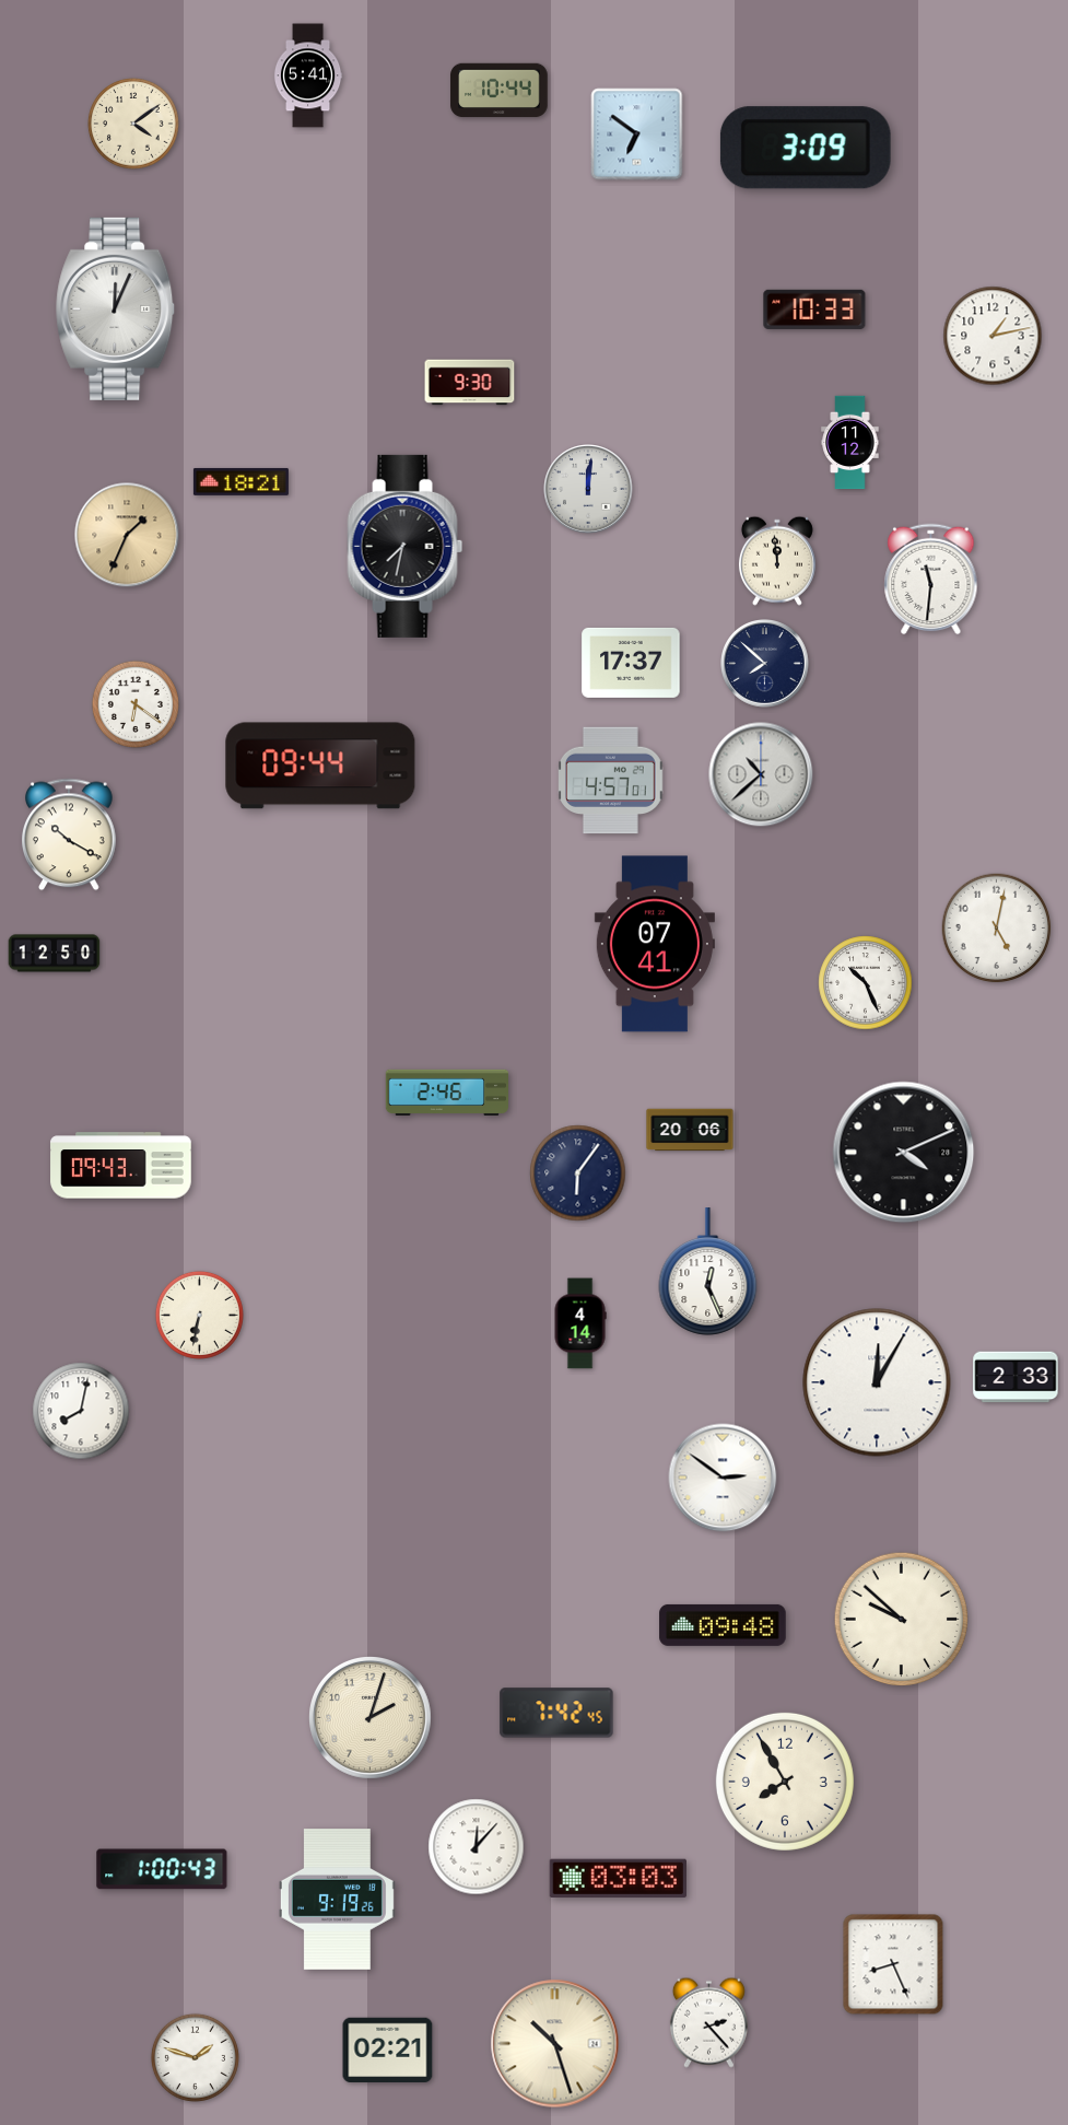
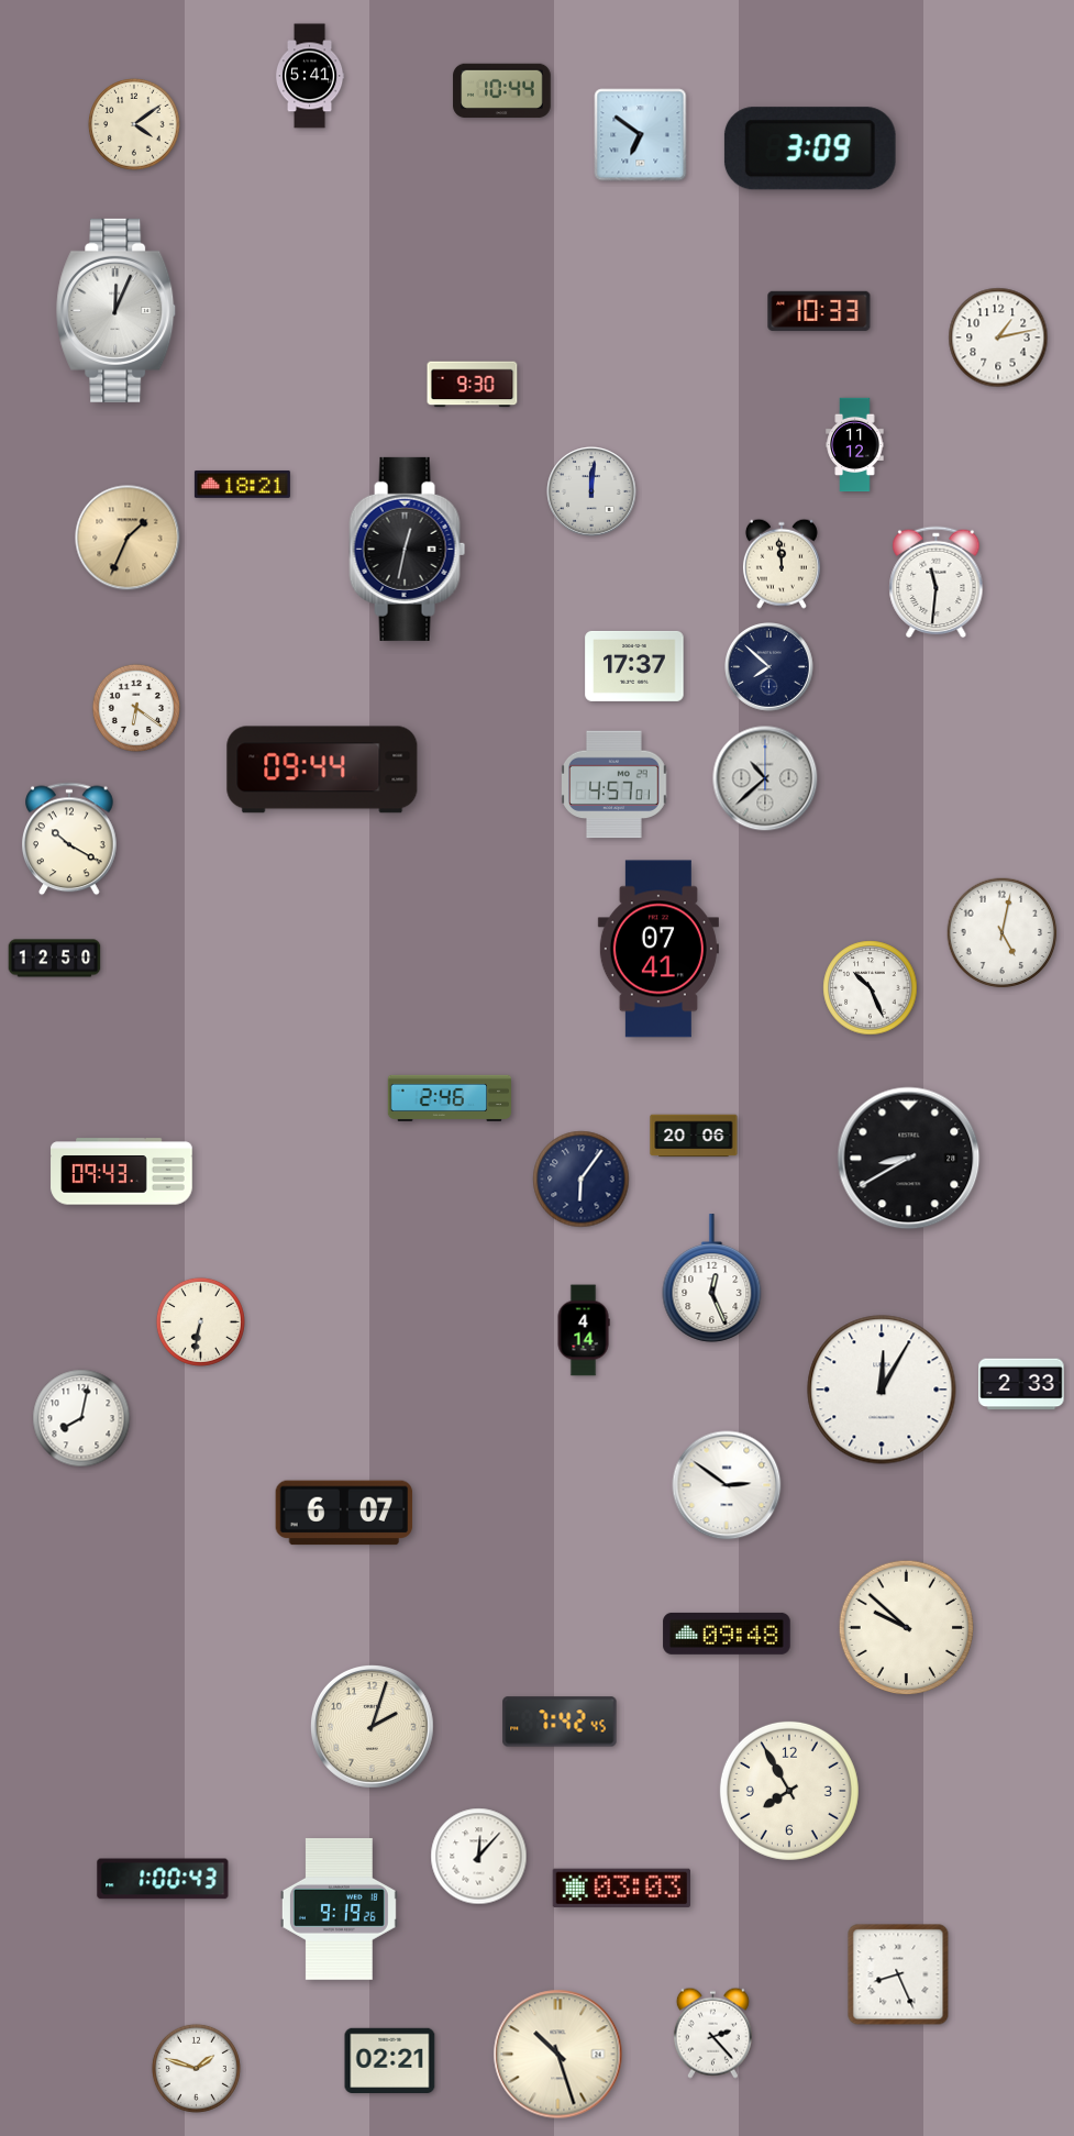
clock at (406, 546): 7:32 -> 12:32
clock at (904, 1153): 4:11 -> 8:40
clock at (344, 1513): none -> 6:07
